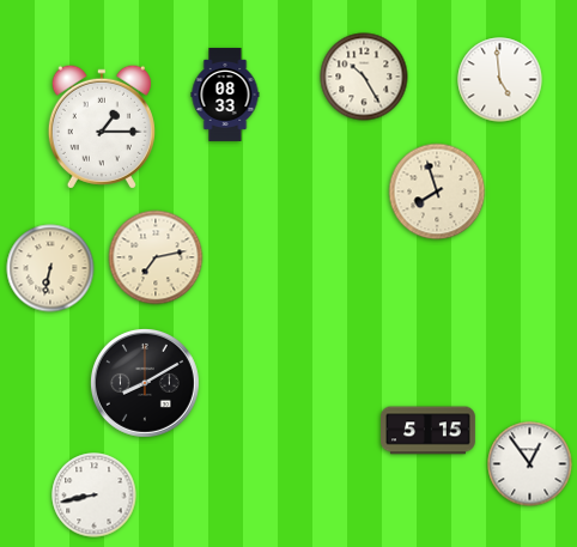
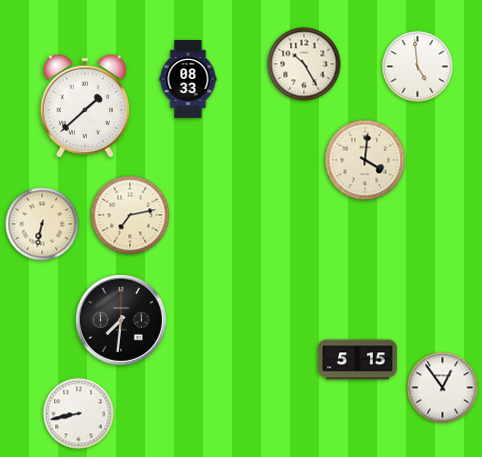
clock at (102, 127): 1:15 -> 1:38
clock at (437, 192): 7:57 -> 4:01
clock at (145, 383): 8:10 -> 7:31
